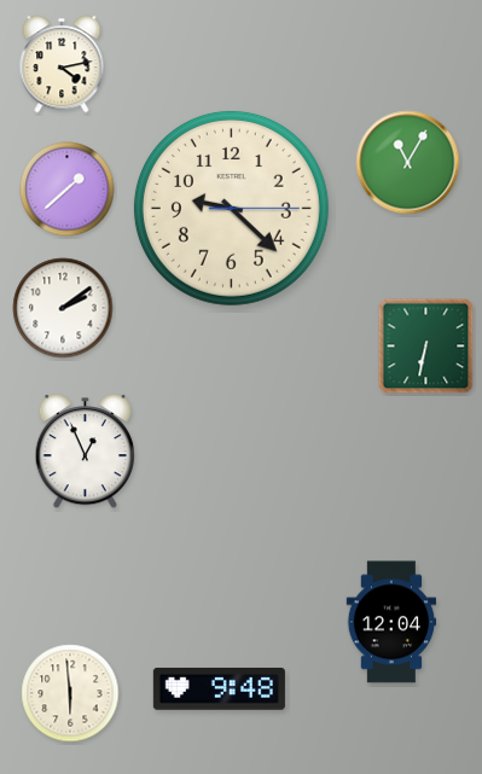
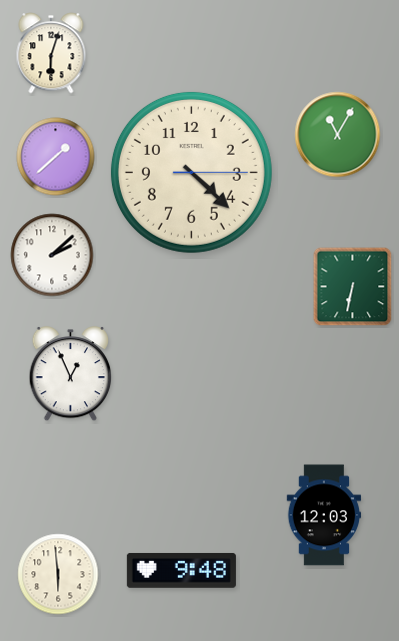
clock at (62, 64): 4:13 -> 6:03
clock at (231, 208): 9:22 -> 4:22
clock at (63, 308): 2:09 -> 2:08
clock at (391, 622): 12:04 -> 12:03
